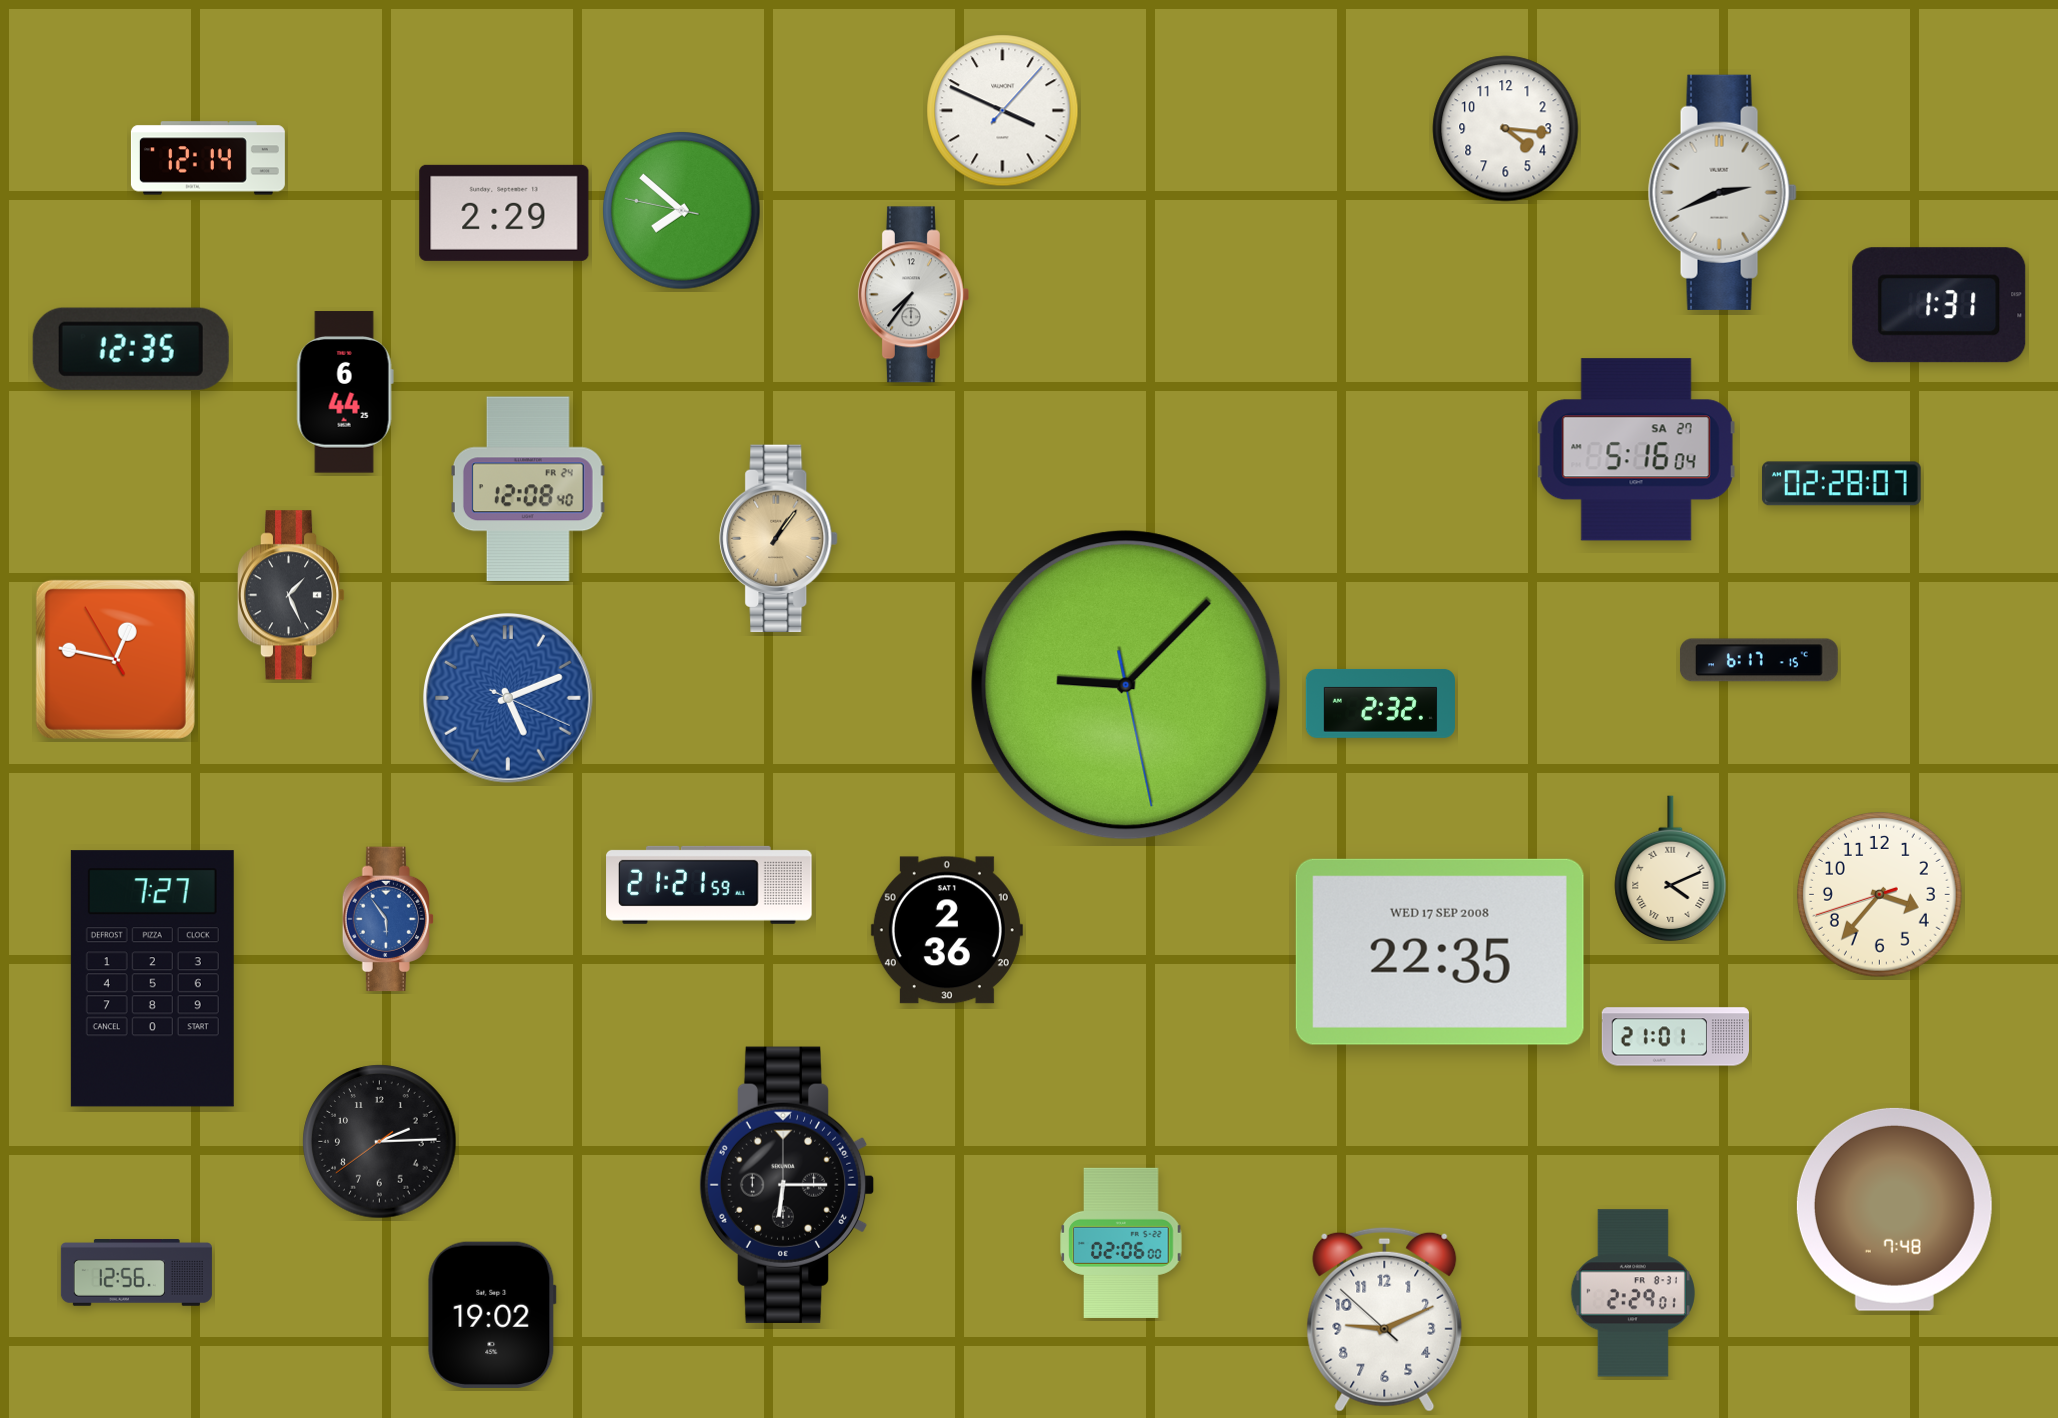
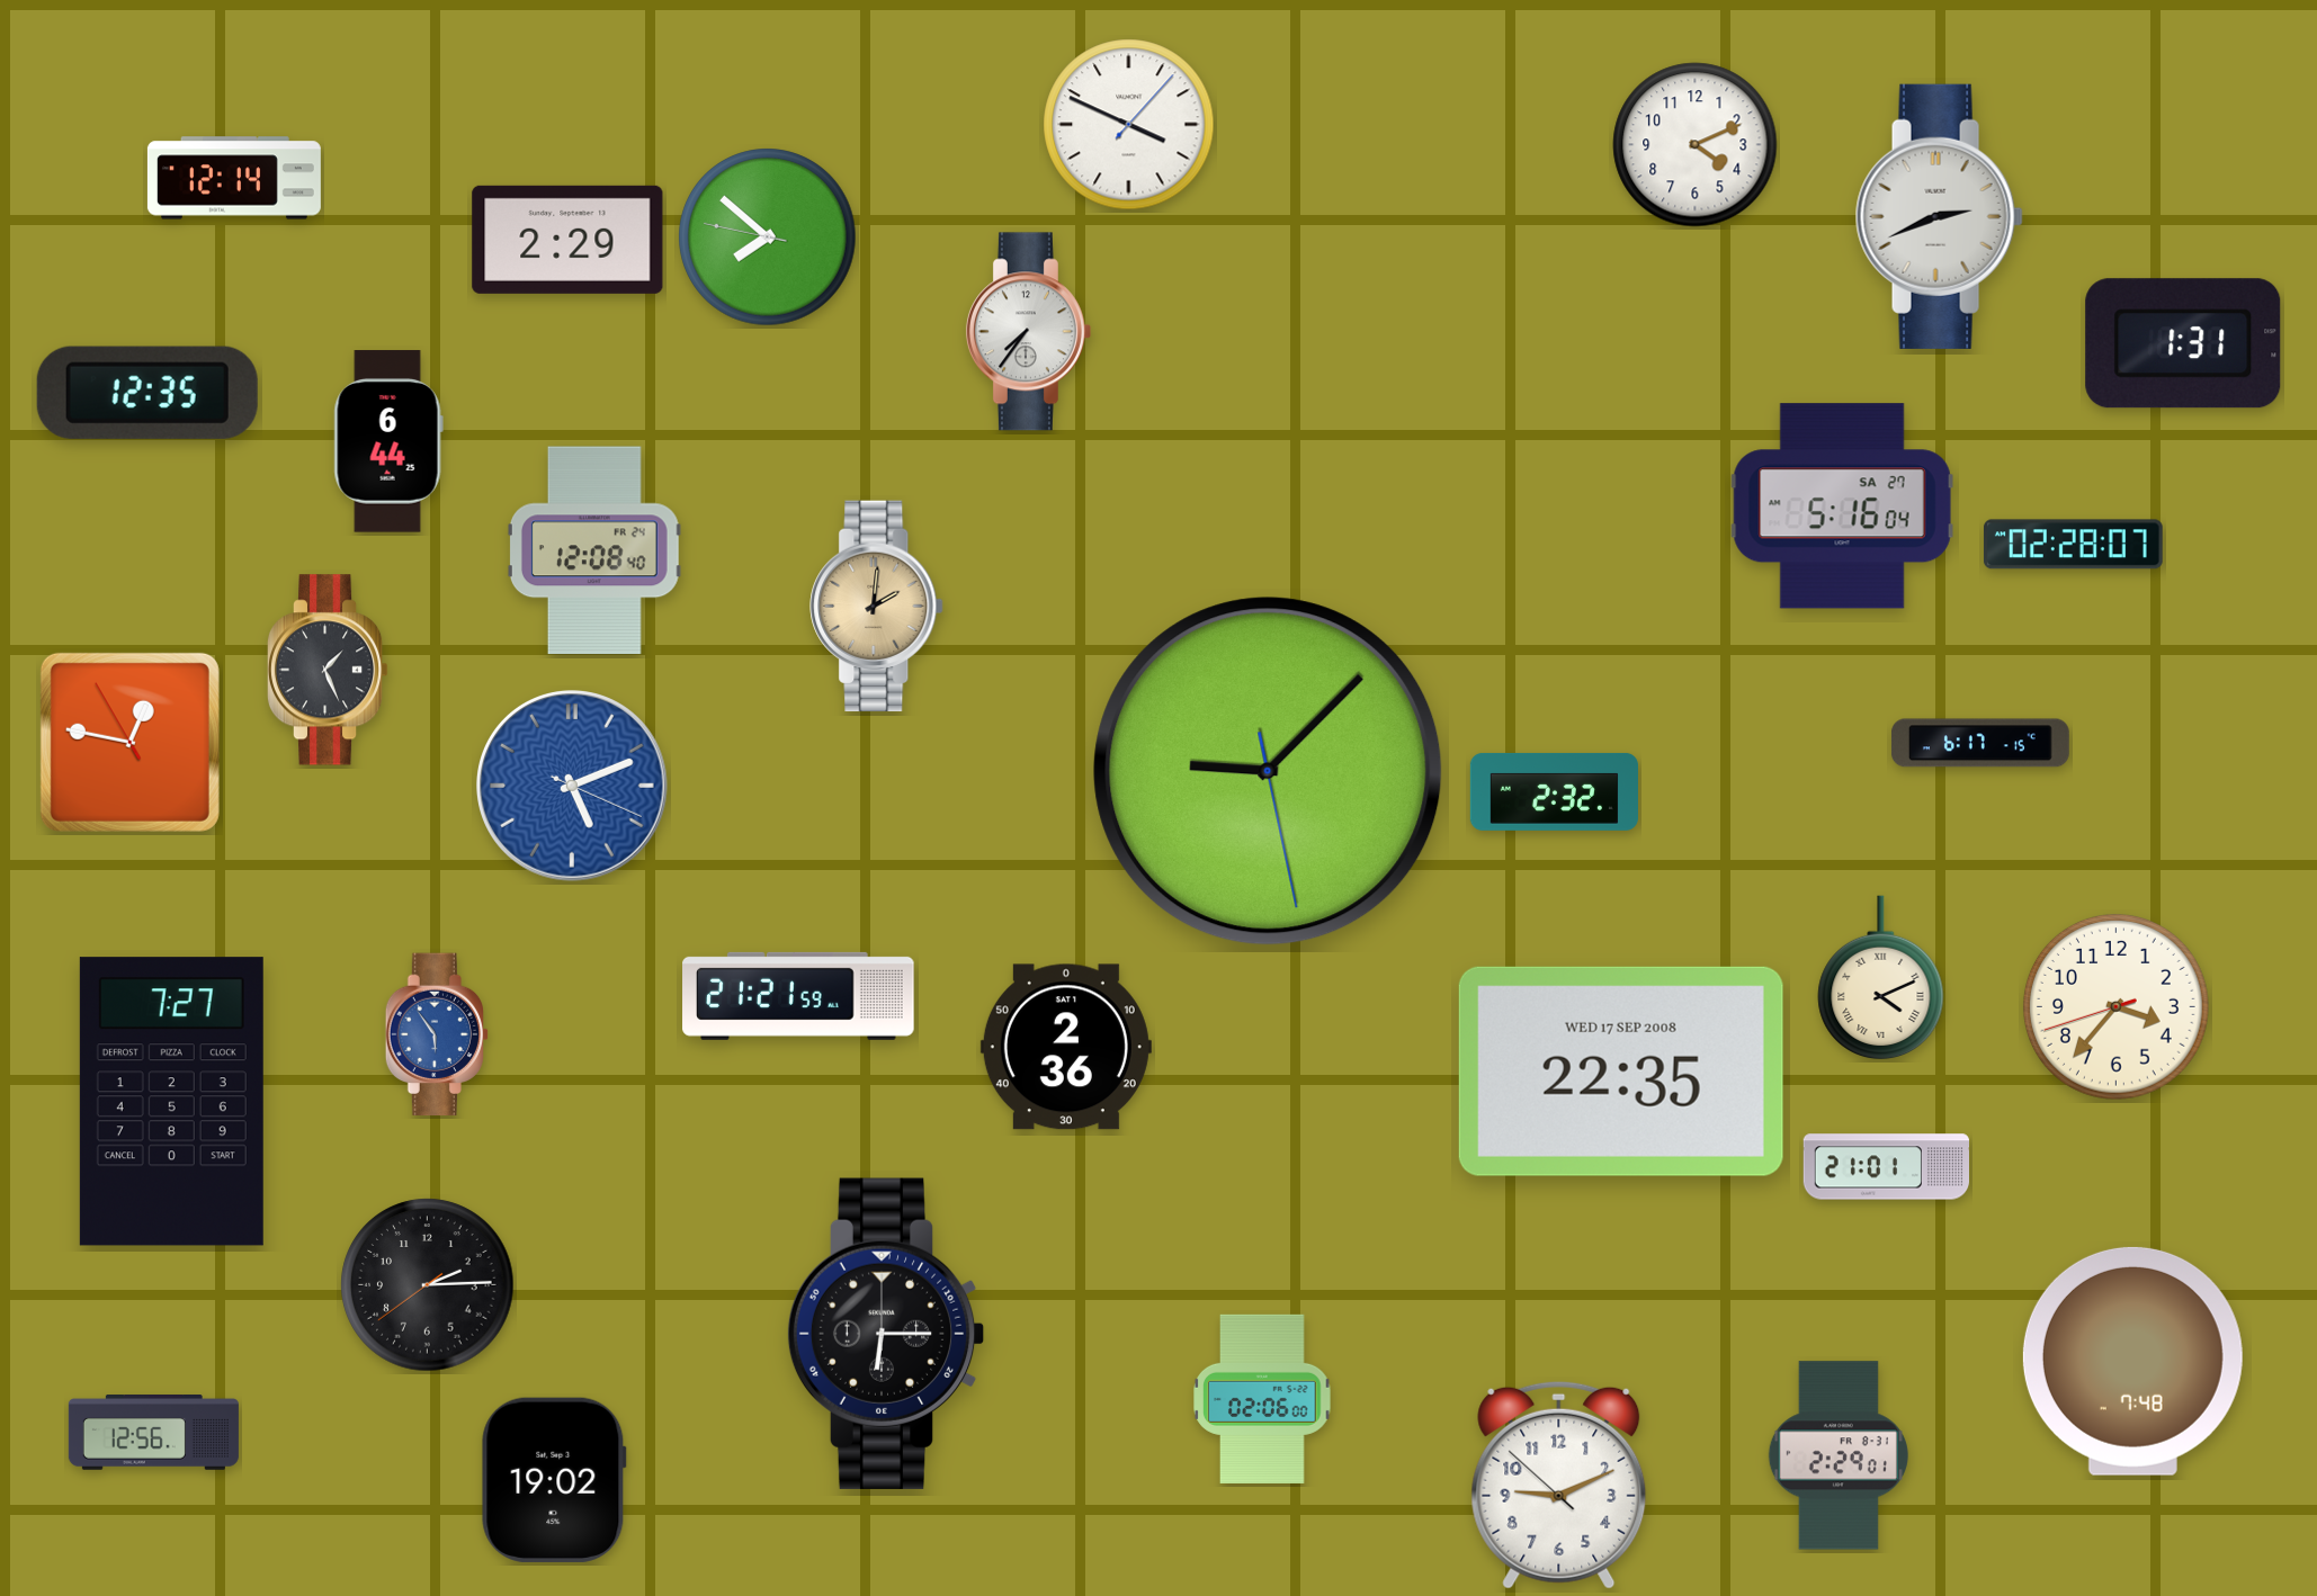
clock at (1506, 129): 4:16 -> 4:11
clock at (779, 539): 1:06 -> 2:01
